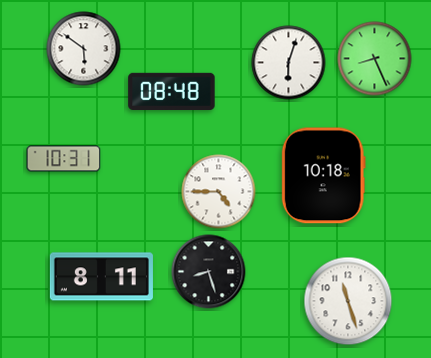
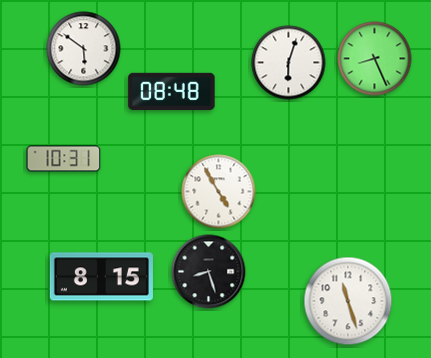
clock at (323, 176): 10:18 -> none
clock at (219, 192): 4:45 -> 4:55
clock at (101, 277): 8:11 -> 8:15
